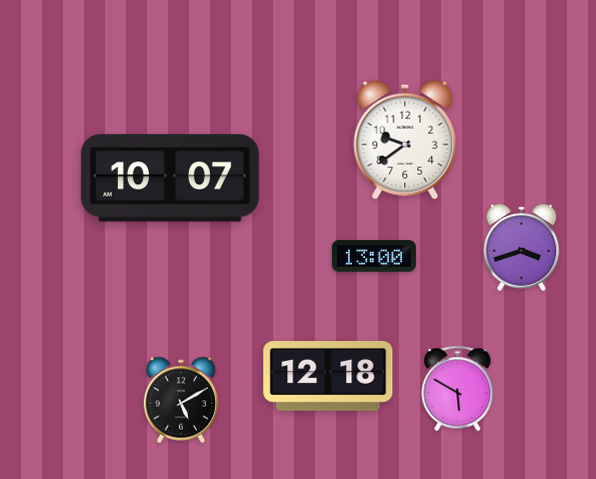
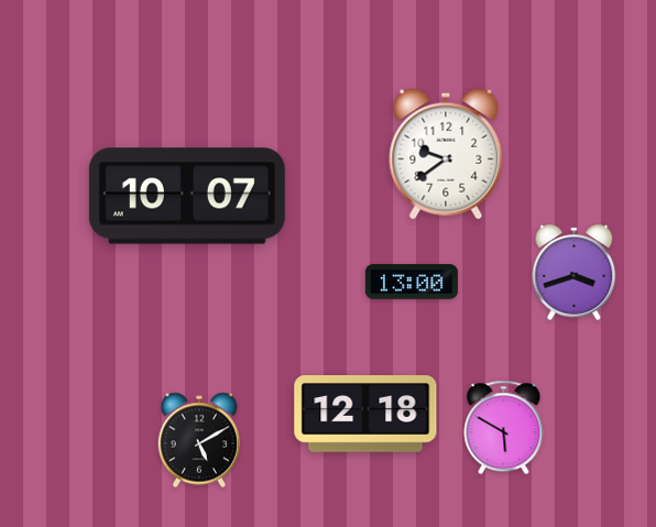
clock at (328, 377) position: (328, 377) -> (365, 415)
